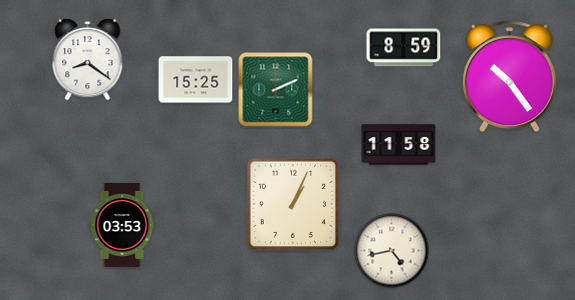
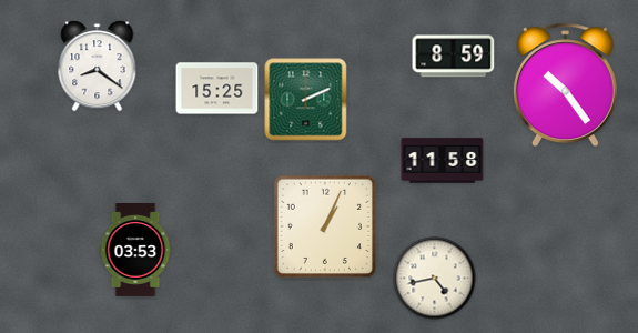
clock at (404, 48) position: (404, 48) -> (454, 57)
